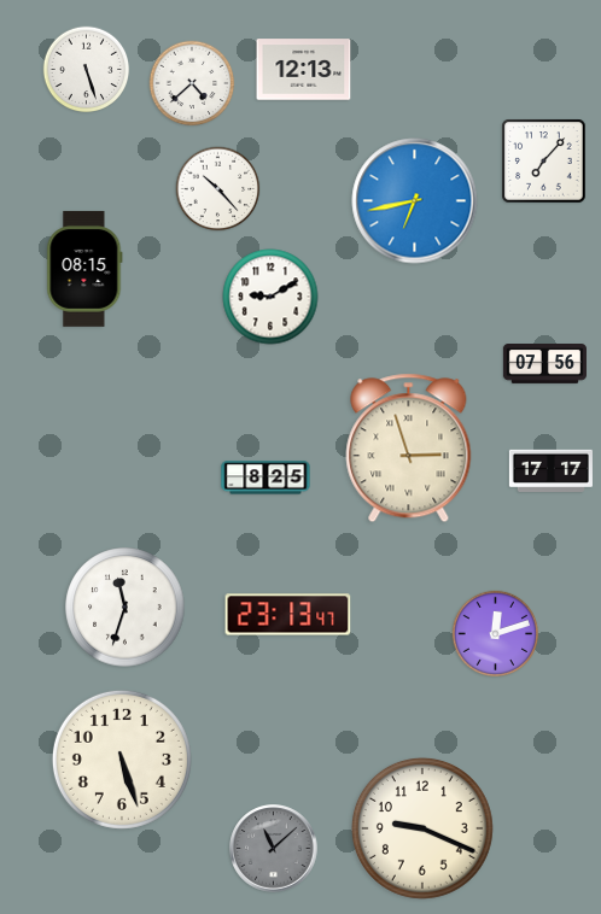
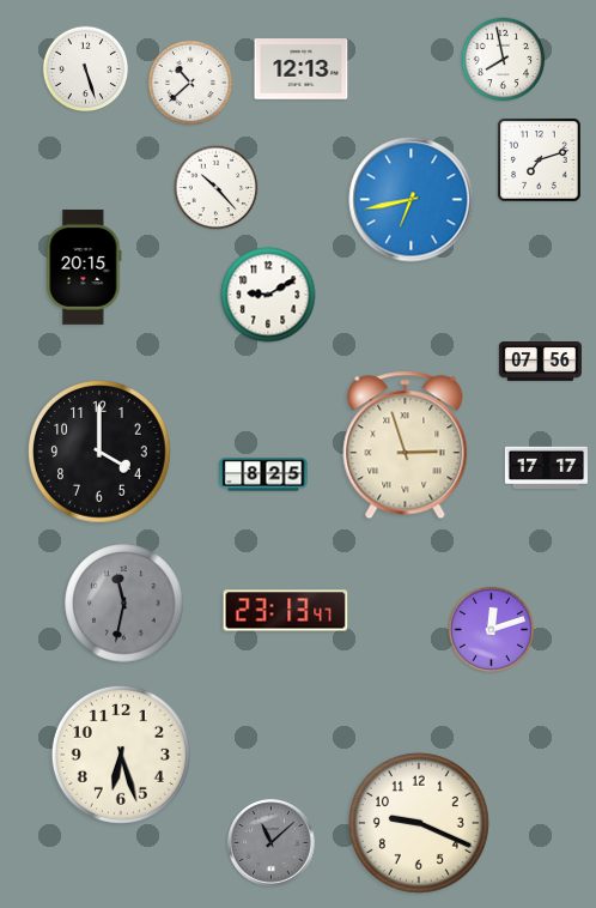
clock at (504, 60): none -> 7:58
clock at (192, 83): 4:38 -> 10:38
clock at (544, 162): 7:07 -> 7:12
clock at (84, 269): 08:15 -> 20:15
clock at (99, 452): none -> 4:00
clock at (126, 608): 11:33 -> 11:32
clock at (126, 608) dial: white -> grey
clock at (122, 760): 5:27 -> 6:27
